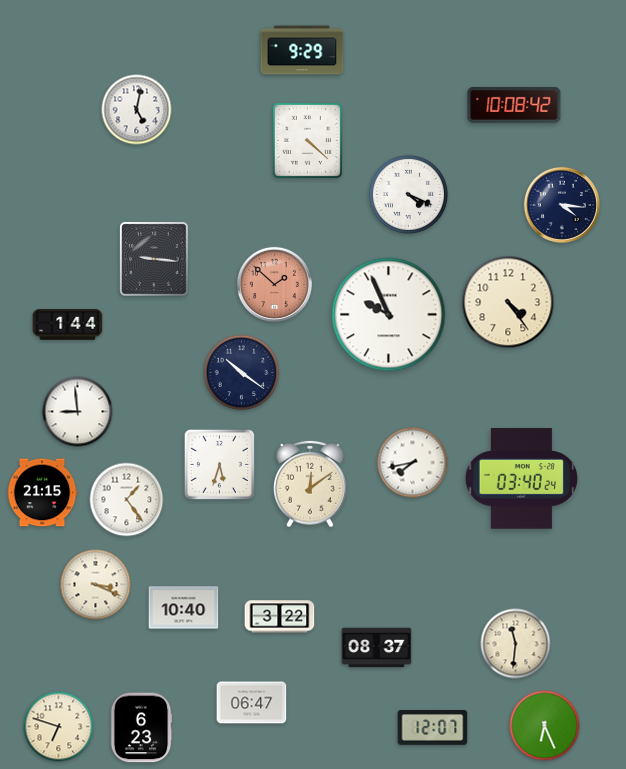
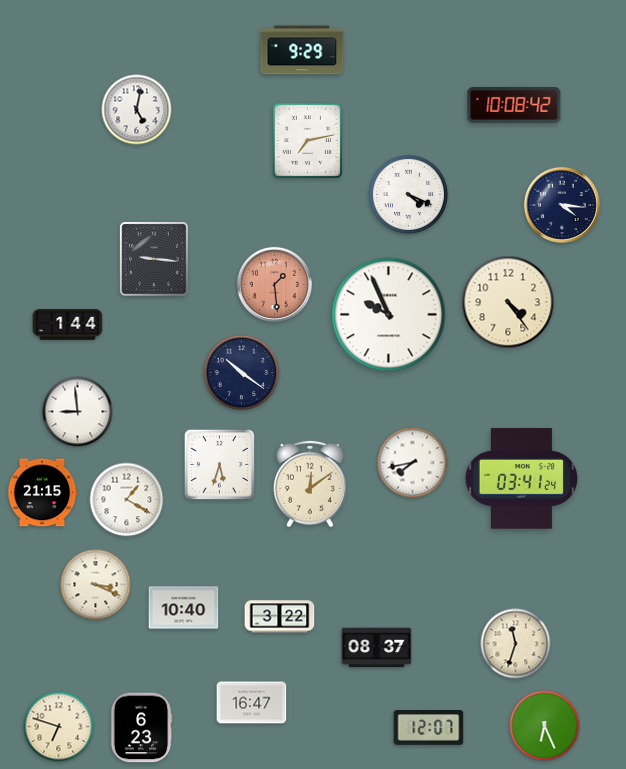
clock at (307, 140): 4:22 -> 7:13
clock at (274, 284): 1:52 -> 1:29
clock at (521, 479): 03:40 -> 03:41
clock at (127, 500): 1:24 -> 1:20
clock at (516, 644): 11:31 -> 11:33
clock at (252, 703): 06:47 -> 16:47
clock at (433, 728) position: (433, 728) -> (429, 728)
